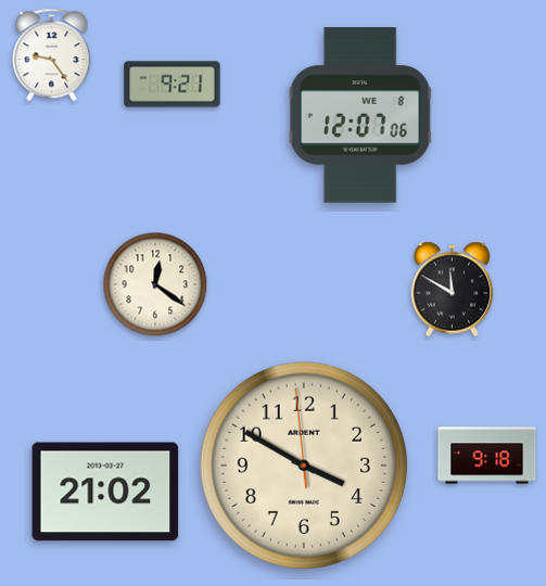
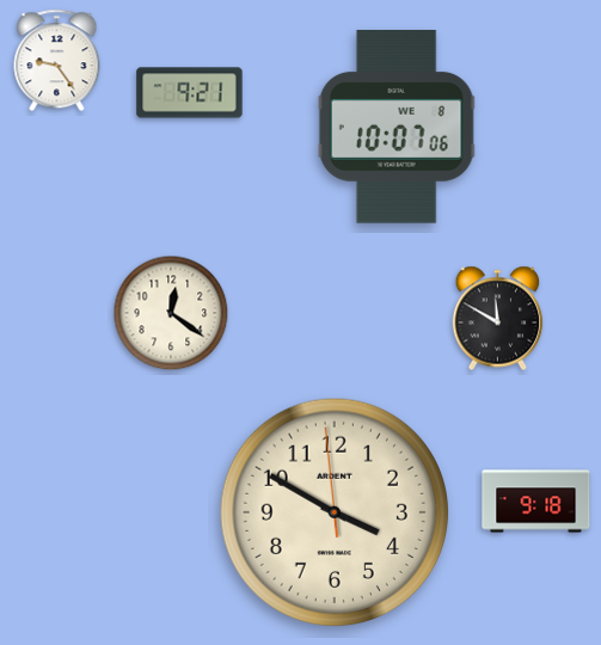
clock at (360, 115): 12:07 -> 10:07
clock at (105, 492): 21:02 -> none
